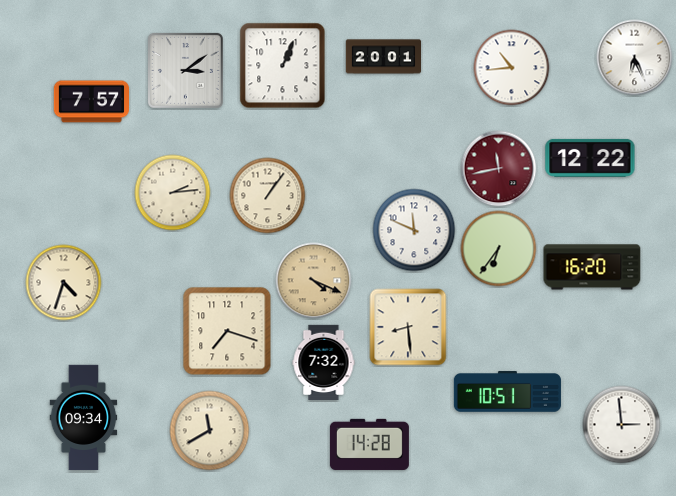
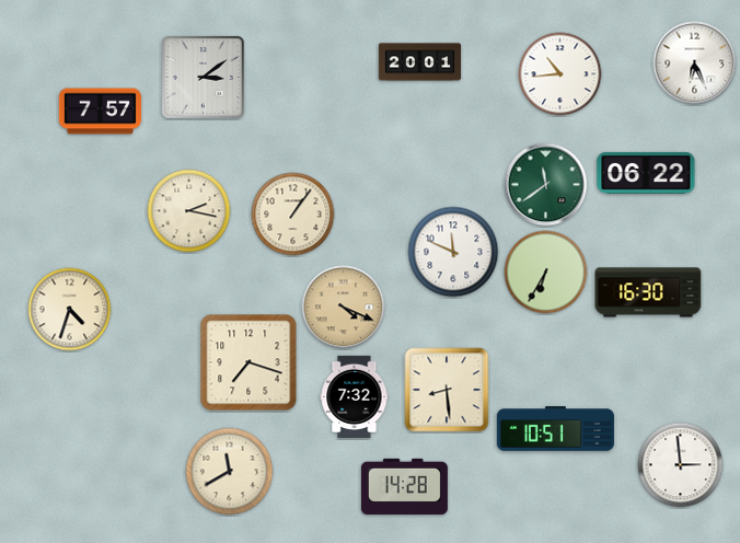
clock at (283, 66): 1:04 -> none
clock at (590, 158): 12:22 -> 06:22
clock at (499, 169): 11:43 -> 11:39
clock at (499, 169) dial: burgundy -> green
clock at (173, 193): 2:14 -> 2:17
clock at (499, 249): 6:36 -> 6:35
clock at (592, 267): 16:20 -> 16:30
clock at (408, 327) position: (408, 327) -> (447, 390)
clock at (84, 418): 09:34 -> none
